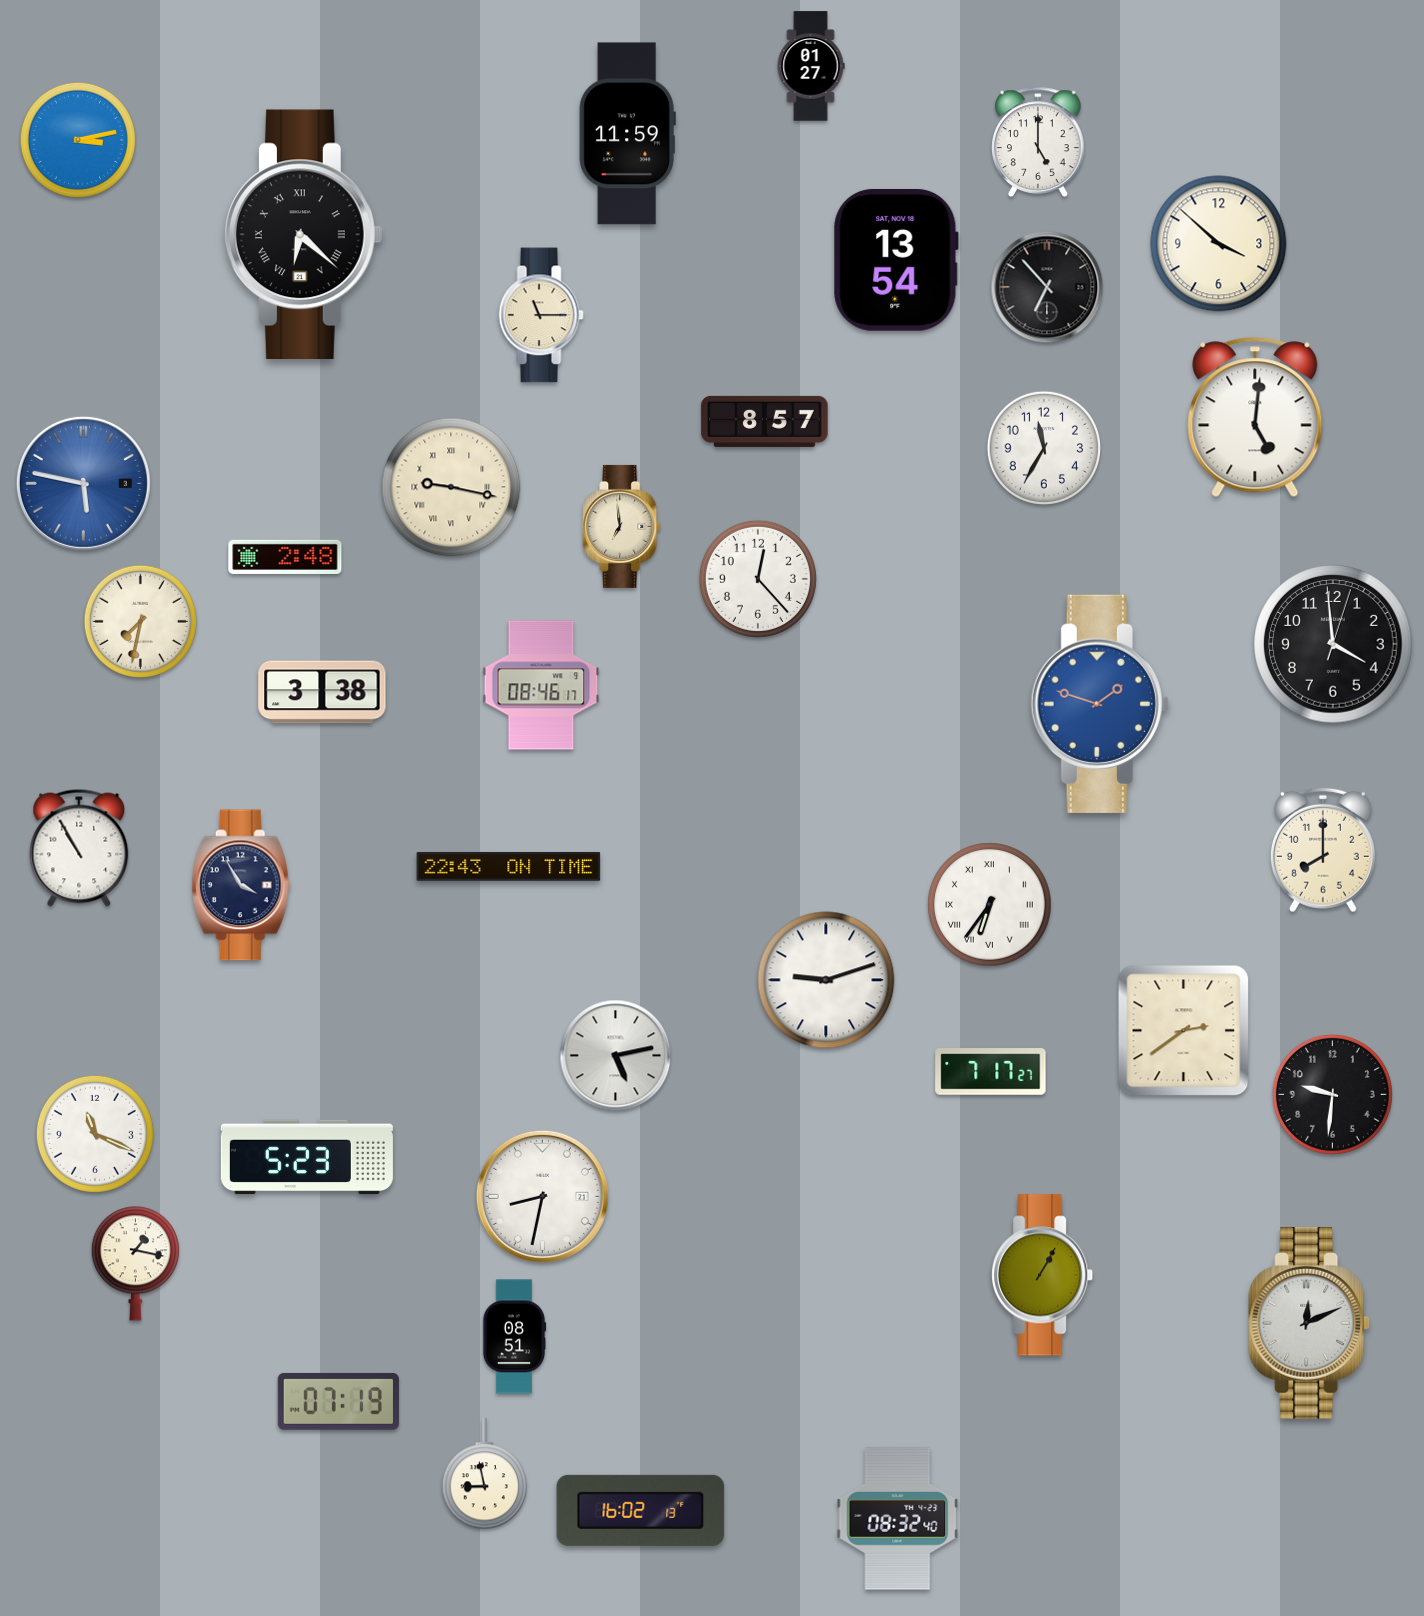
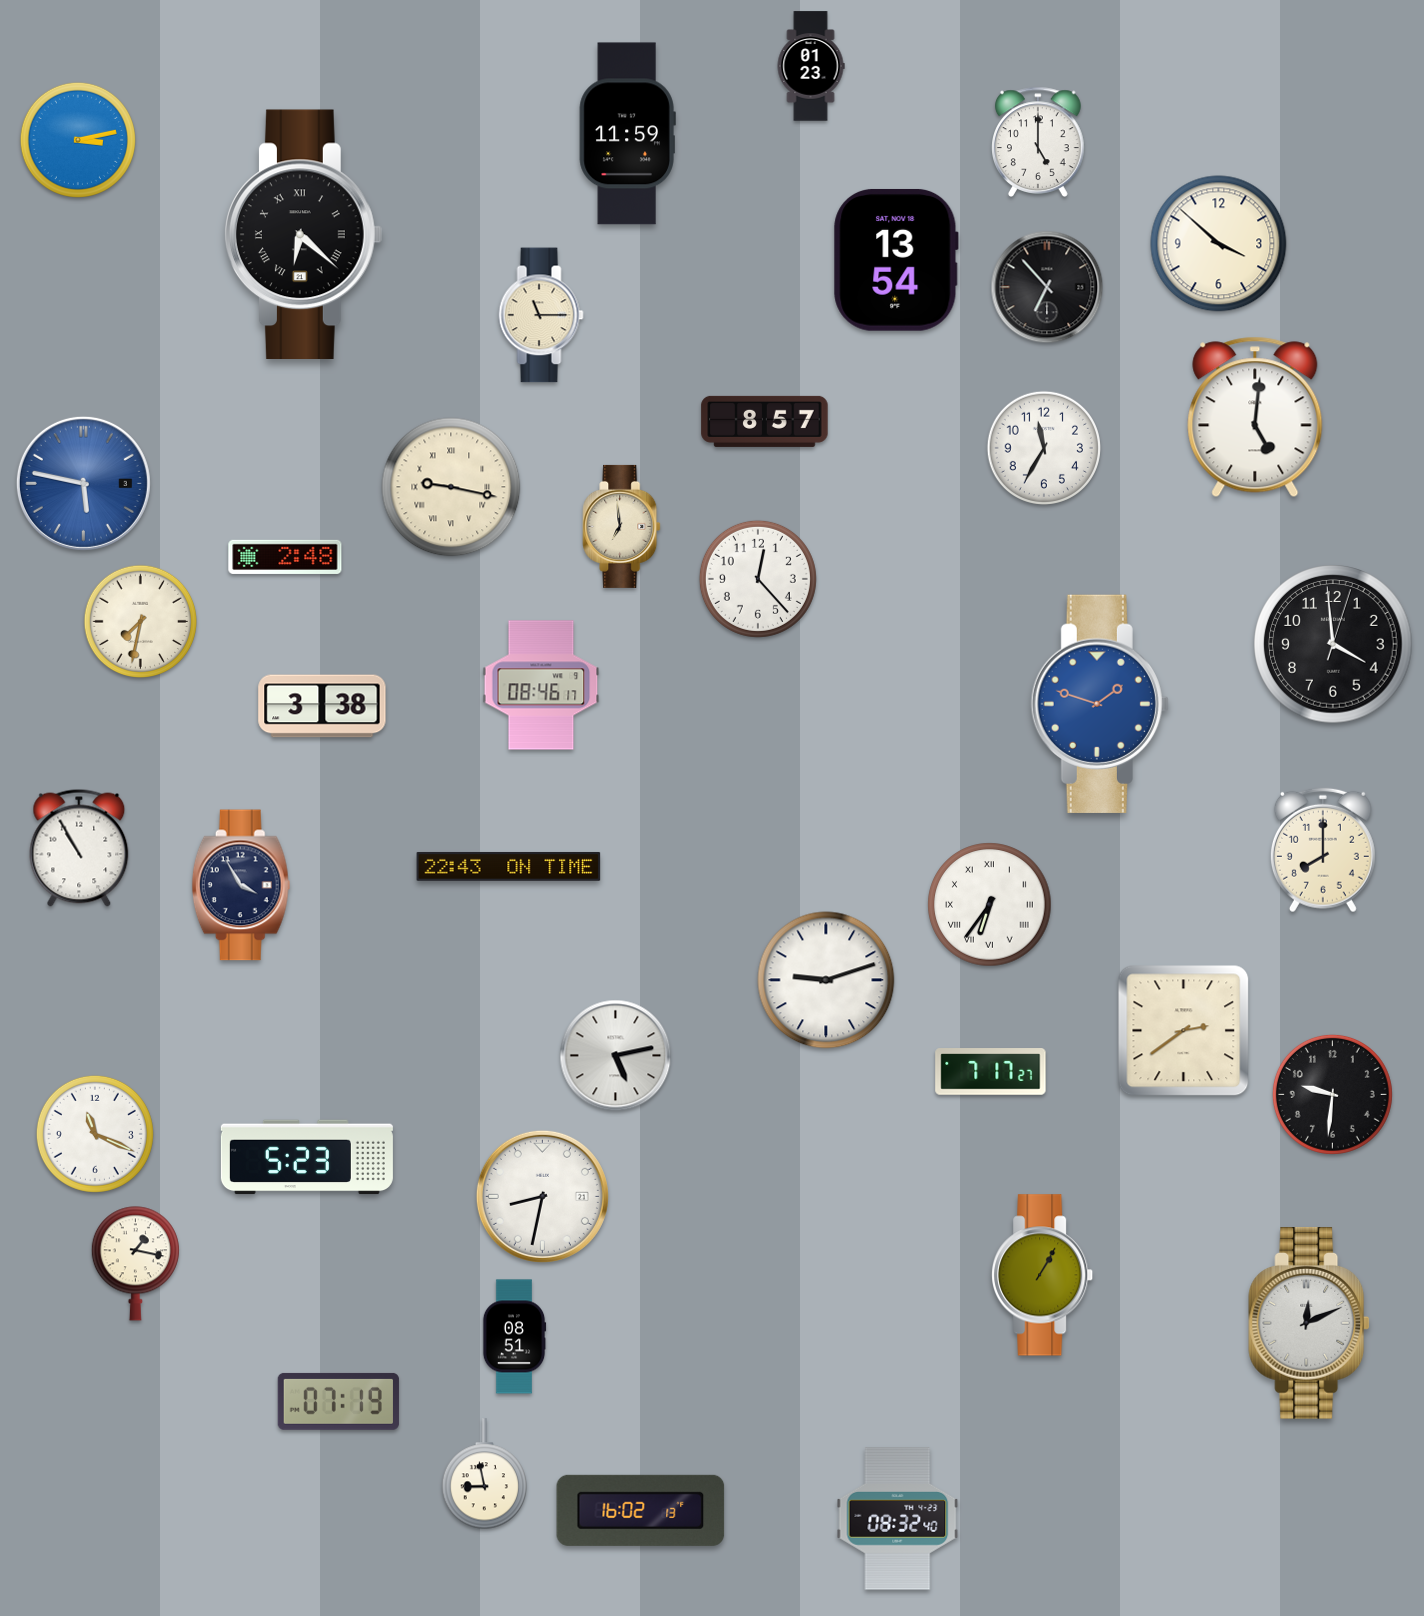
clock at (811, 66): 01:27 -> 01:23
clock at (322, 692) position: (322, 692) -> (322, 706)
